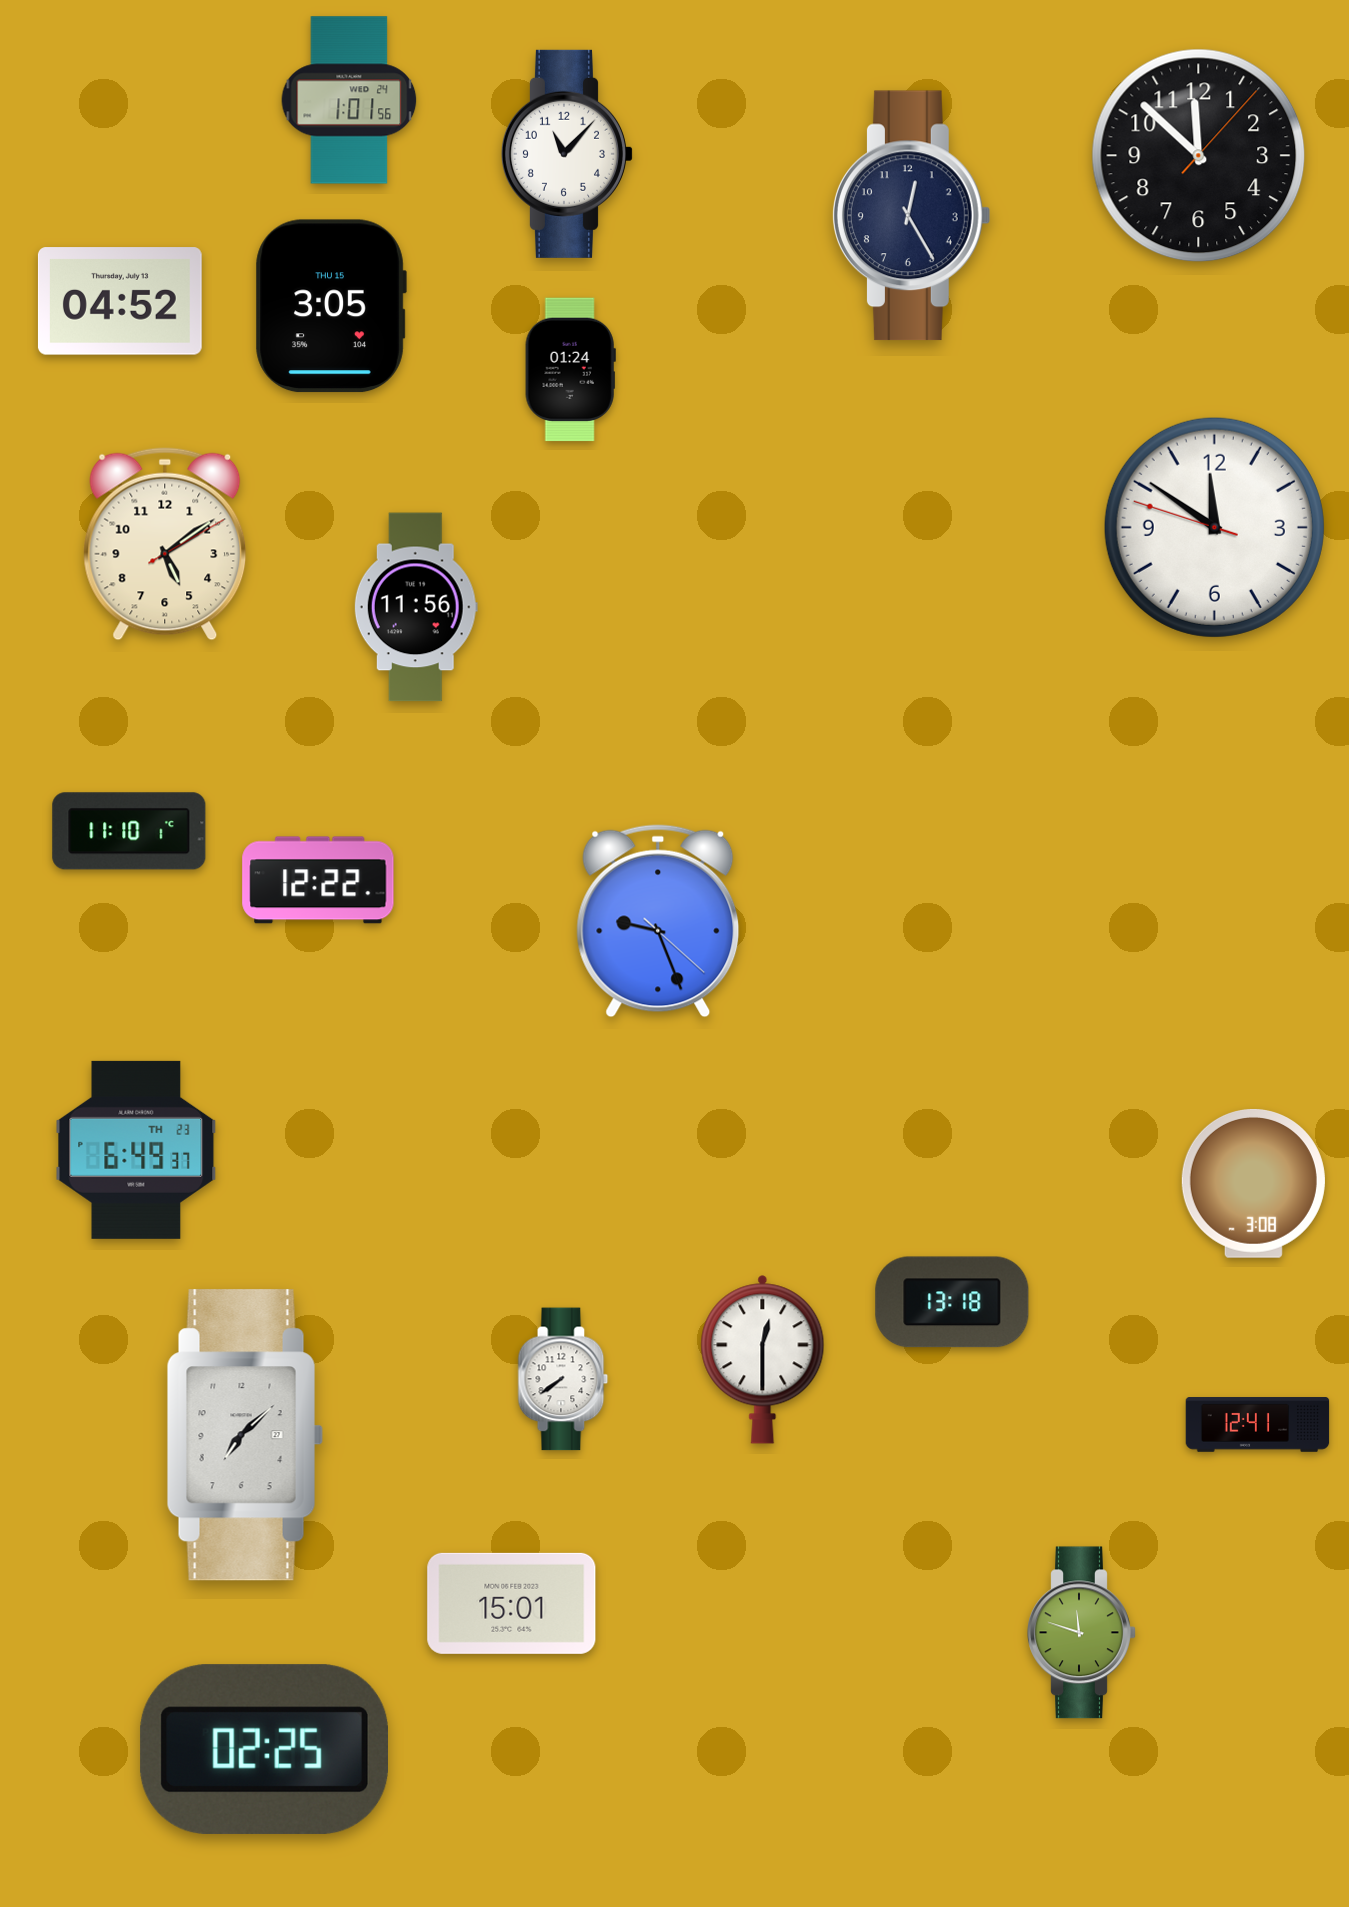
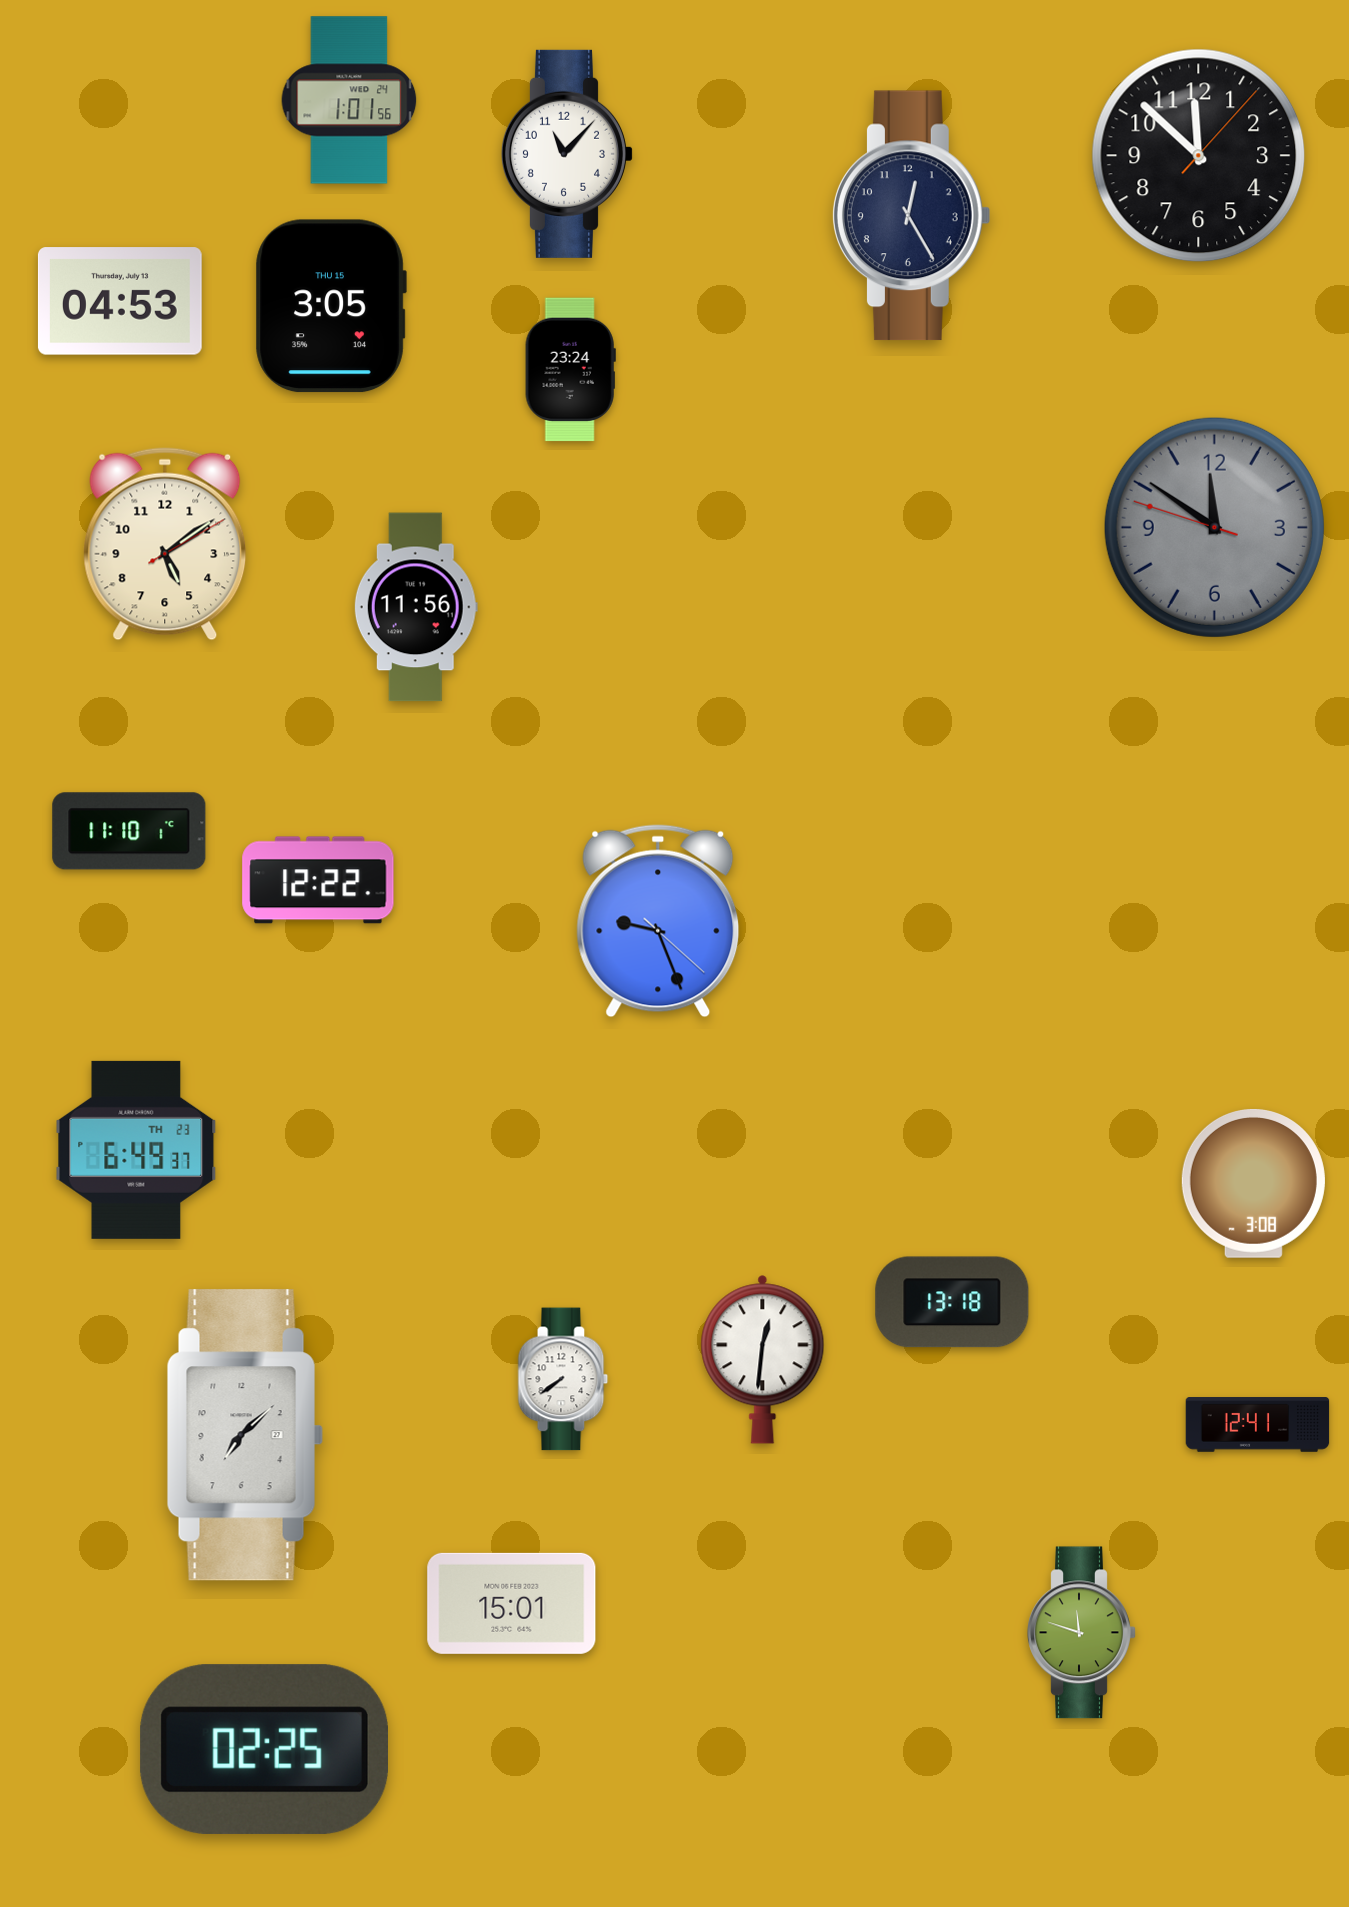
clock at (120, 301): 04:52 -> 04:53
clock at (570, 370): 01:24 -> 23:24
clock at (1214, 527) dial: white -> grey
clock at (763, 1359): 12:30 -> 12:31
